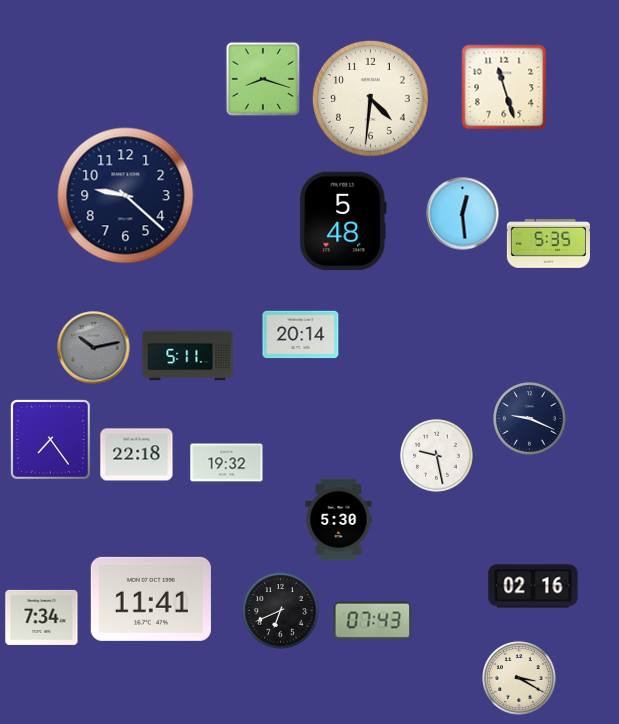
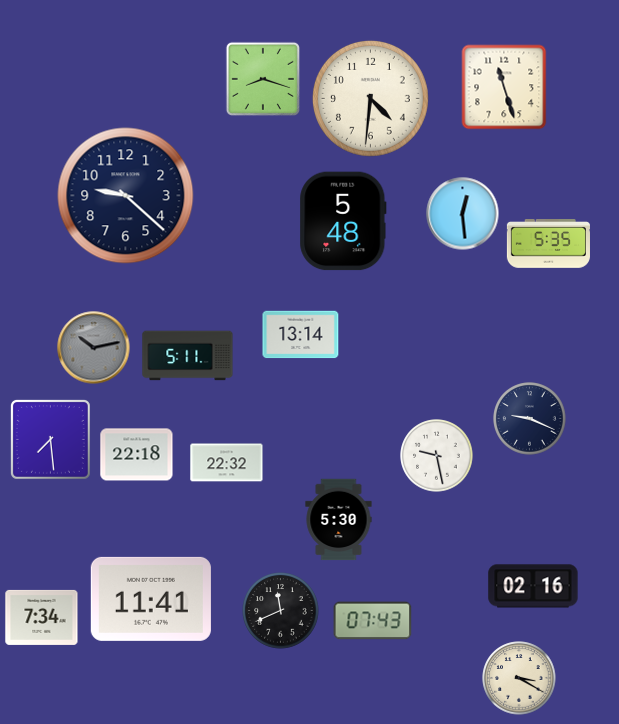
clock at (301, 335): 20:14 -> 13:14
clock at (50, 439): 7:24 -> 7:29
clock at (227, 463): 19:32 -> 22:32
clock at (281, 611): 6:41 -> 11:41
